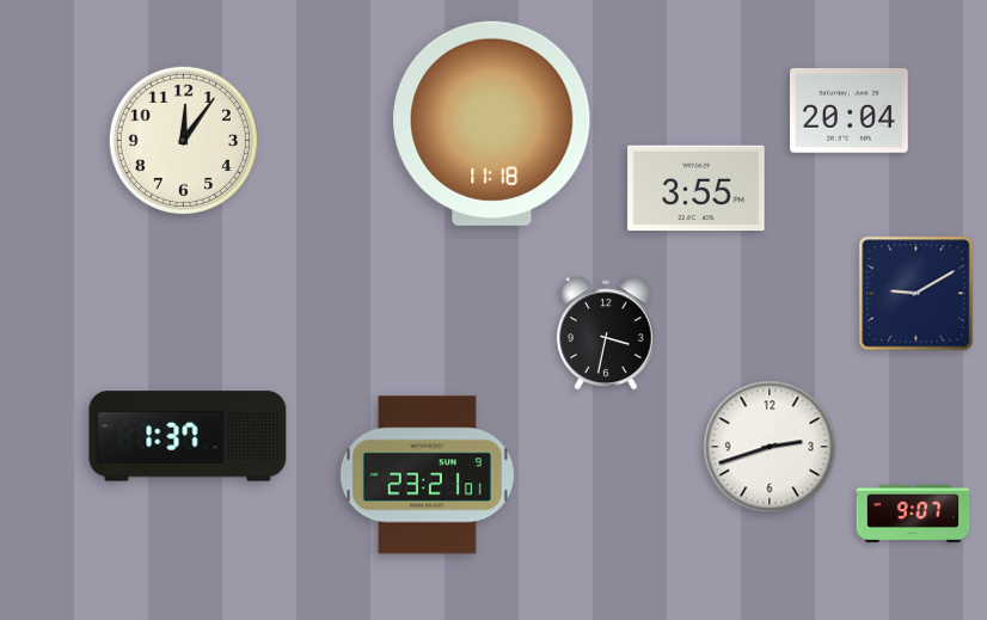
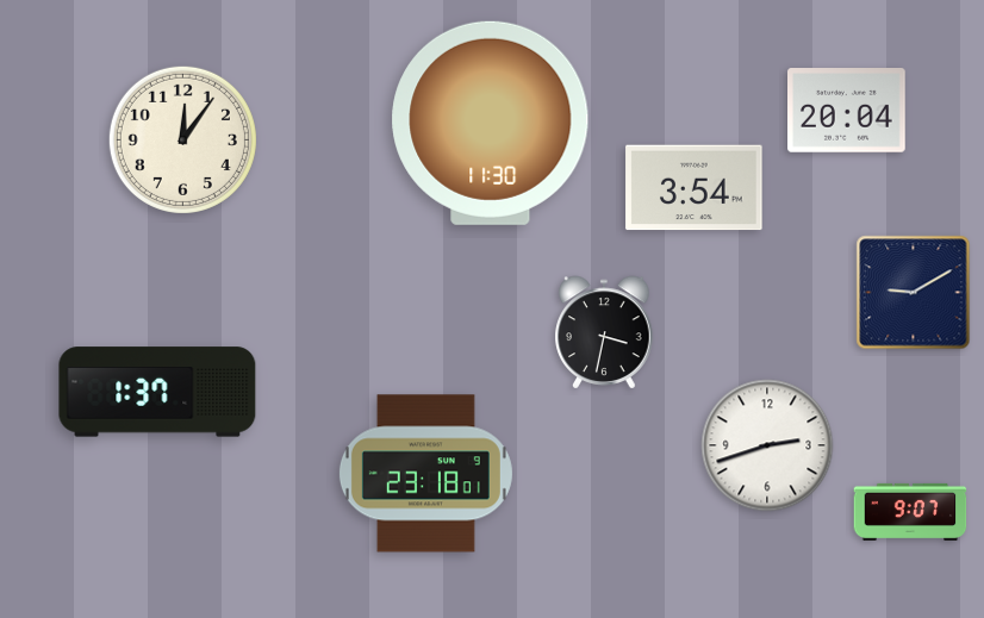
clock at (492, 123): 11:18 -> 11:30
clock at (697, 189): 3:55 -> 3:54
clock at (188, 436) position: (188, 436) -> (157, 392)
clock at (427, 475): 23:21 -> 23:18
